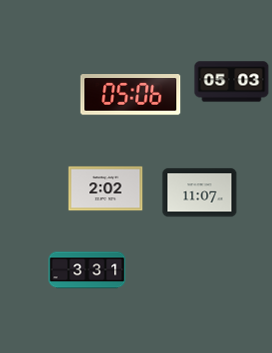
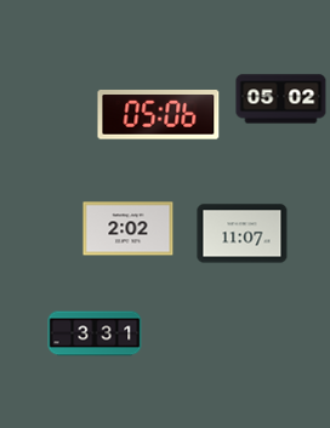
clock at (232, 82): 05:03 -> 05:02
clock at (87, 270) position: (87, 270) -> (95, 333)
